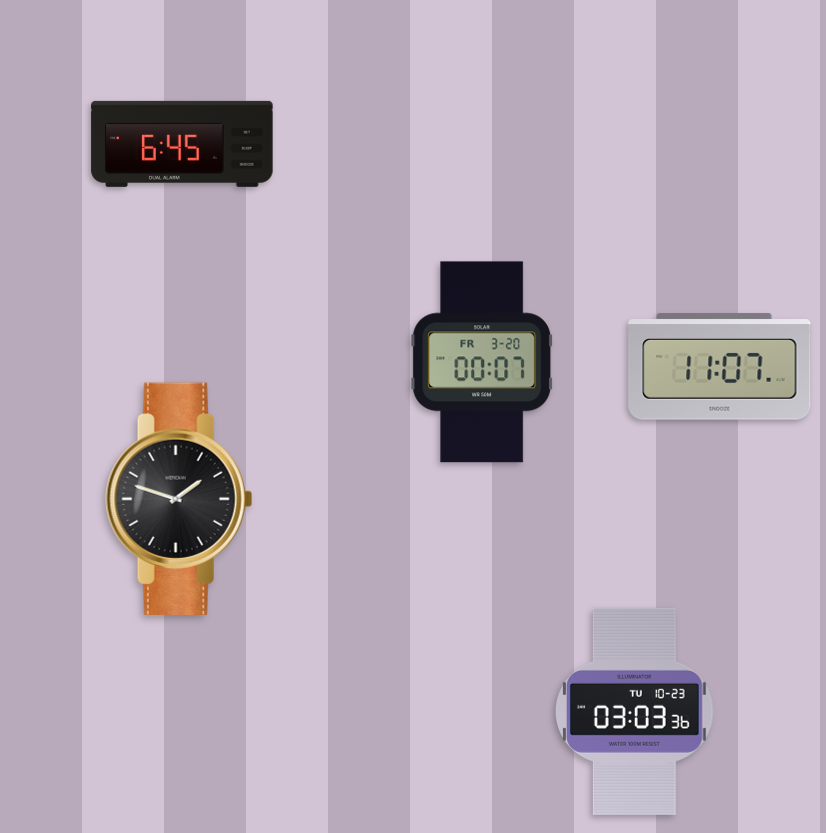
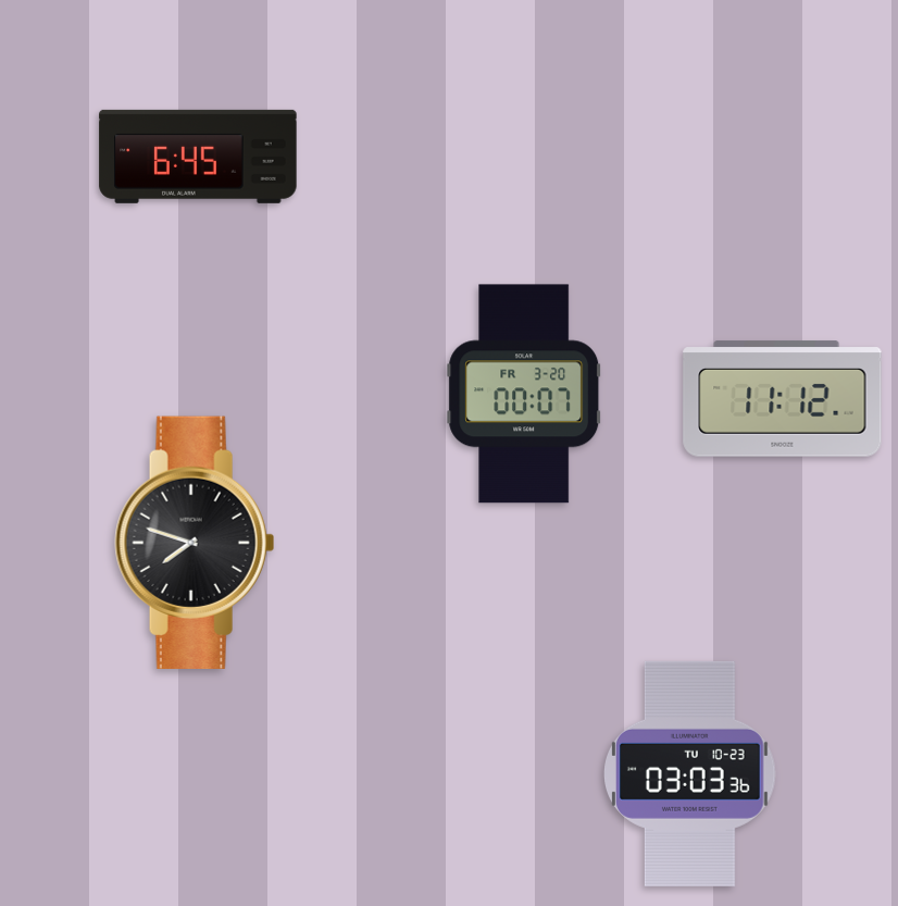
clock at (720, 367): 11:07 -> 11:12
clock at (179, 499): 1:48 -> 7:48
